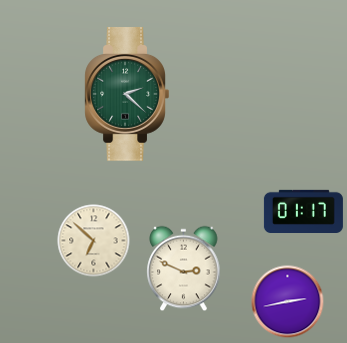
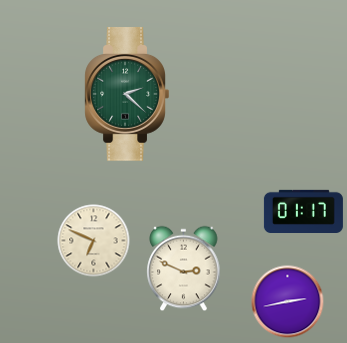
clock at (94, 241): 6:52 -> 6:49
